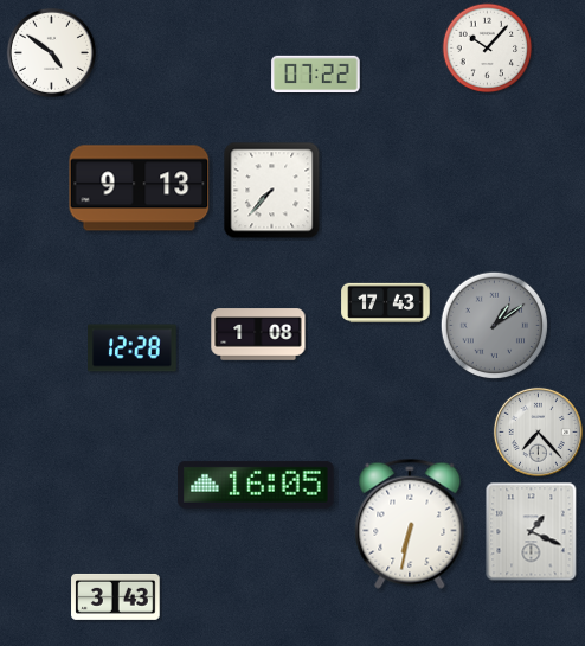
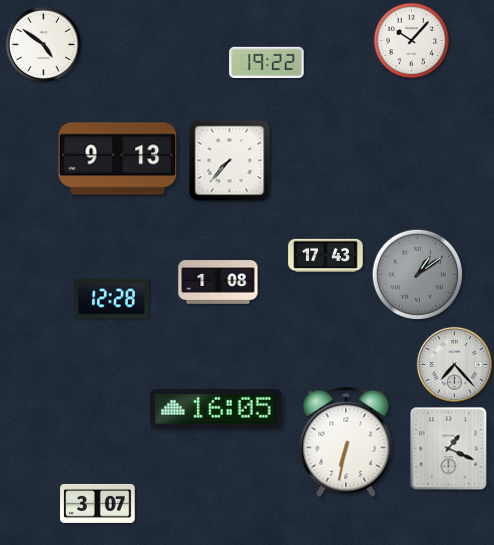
clock at (316, 75): 07:22 -> 19:22
clock at (133, 348) position: (133, 348) -> (112, 299)
clock at (116, 596): 3:43 -> 3:07
